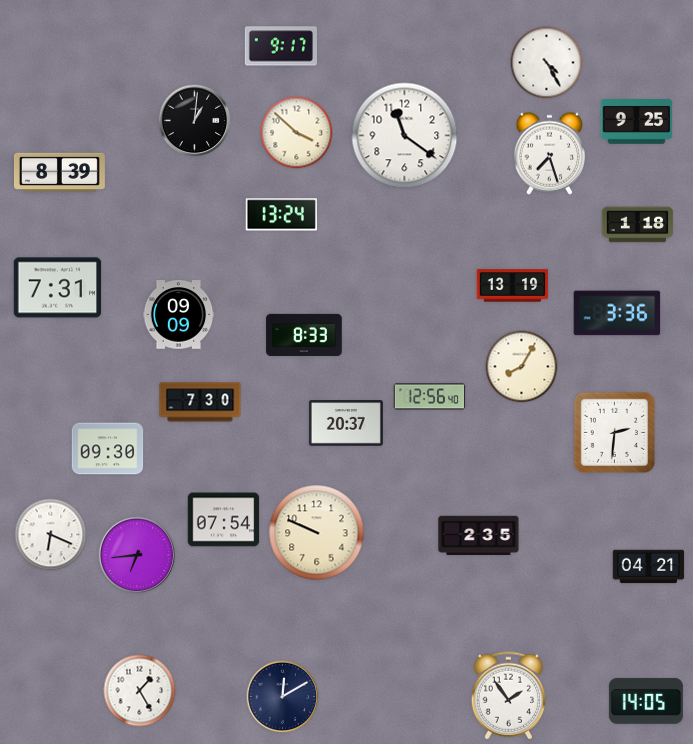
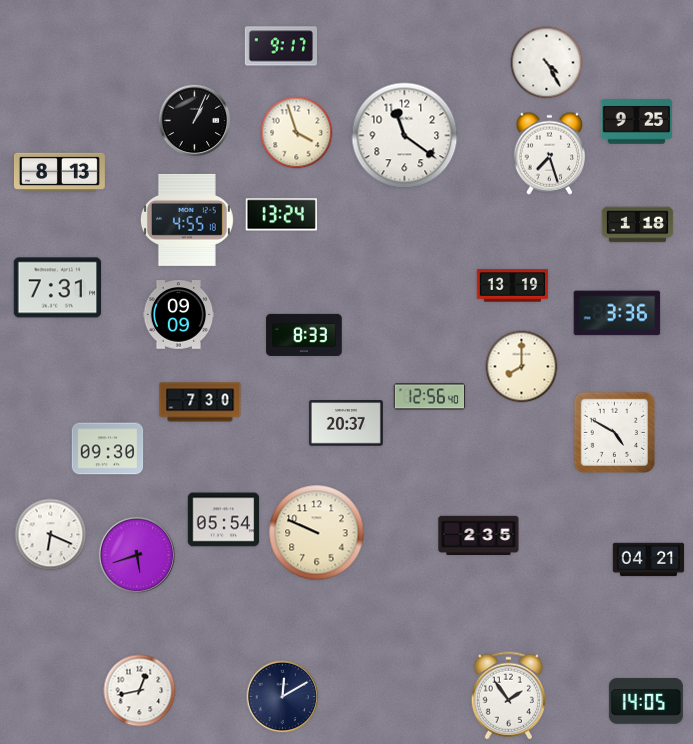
clock at (195, 121): 1:01 -> 1:04
clock at (297, 133): 3:52 -> 3:57
clock at (60, 172): 8:39 -> 8:13
clock at (187, 220): none -> 4:55
clock at (522, 367): 8:05 -> 8:00
clock at (614, 432): 2:31 -> 4:50
clock at (224, 520): 07:54 -> 05:54
clock at (136, 554): 6:44 -> 5:42
clock at (649, 567) position: (649, 567) -> (649, 560)
clock at (140, 691): 1:25 -> 12:43
